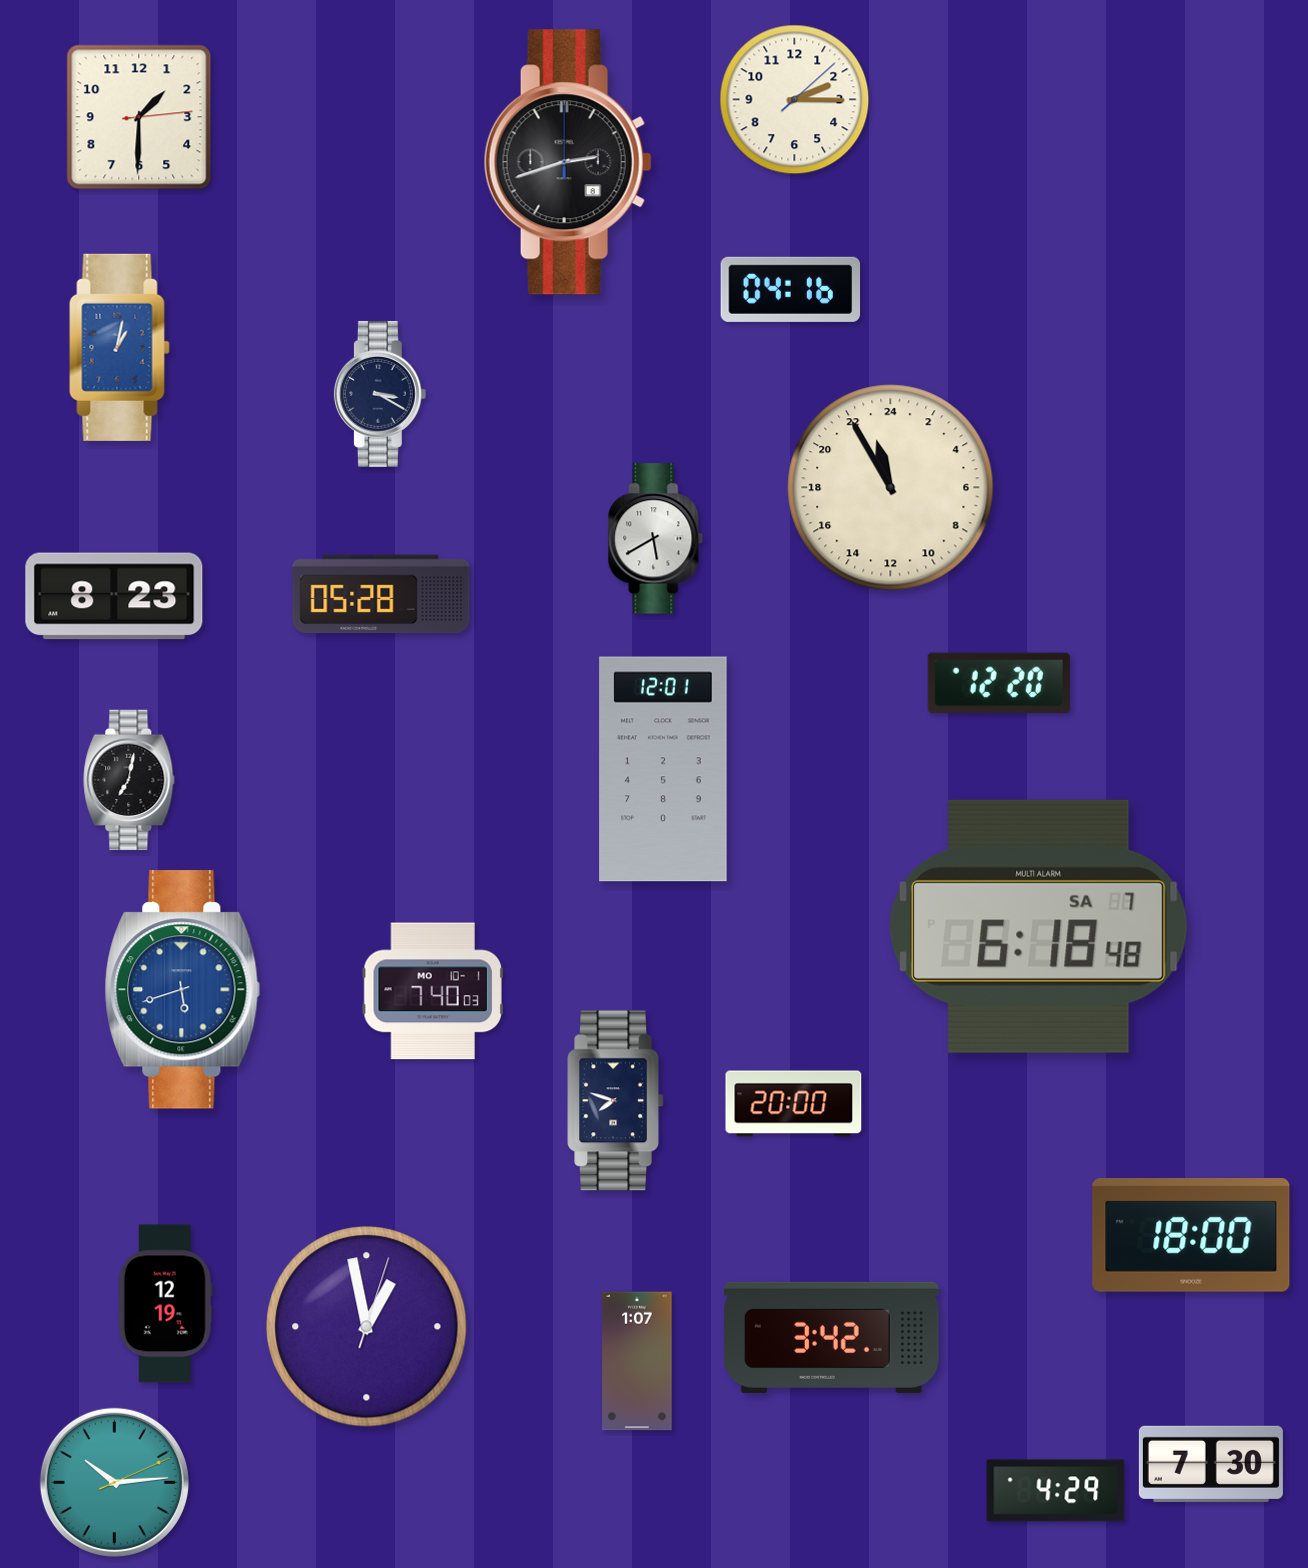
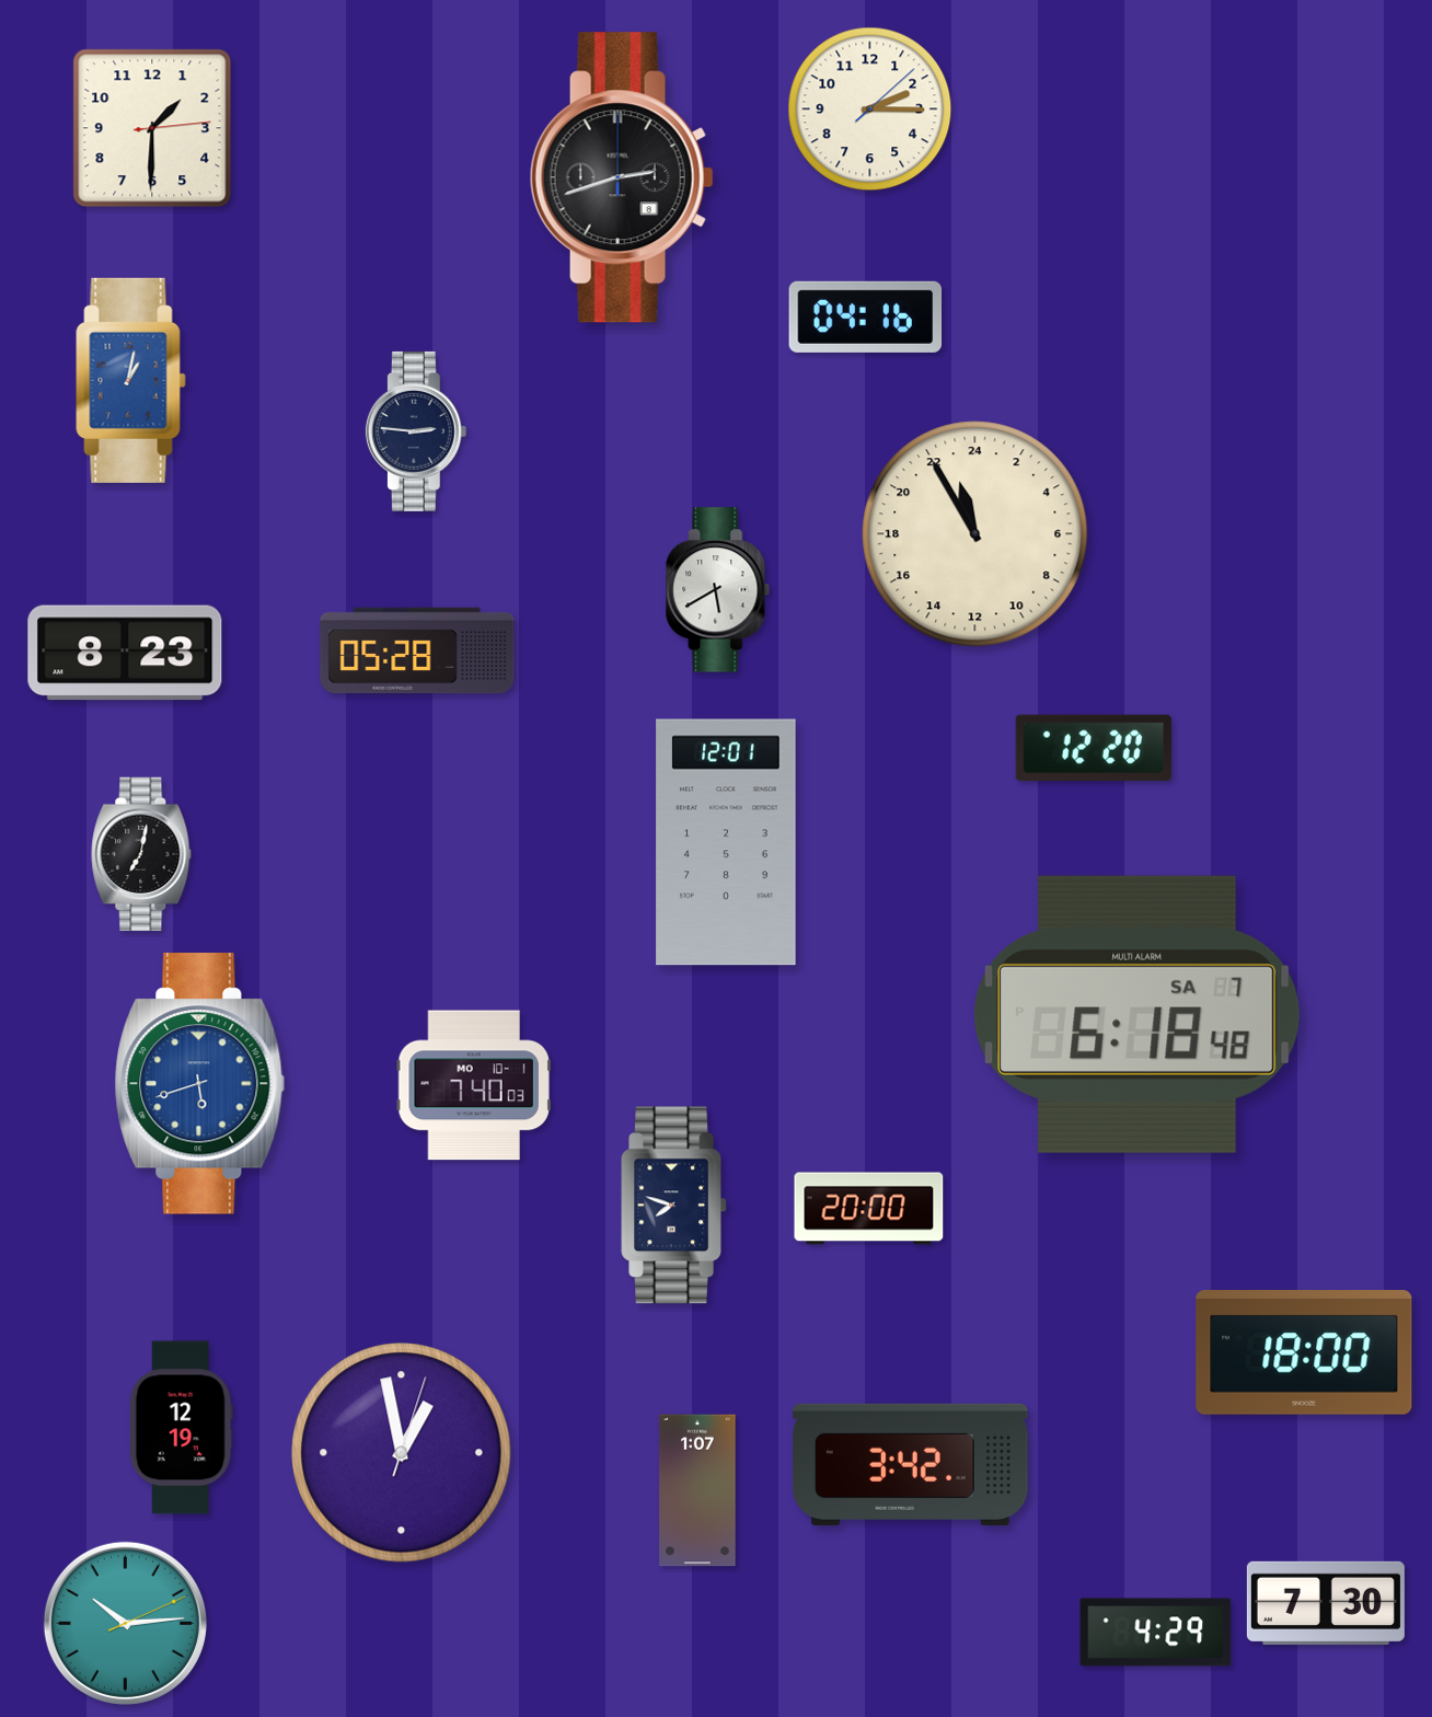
clock at (380, 394): 3:20 -> 2:46
